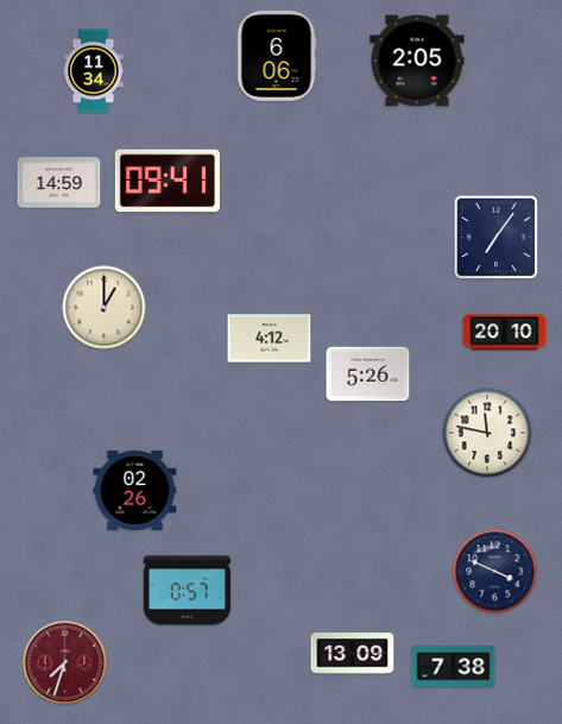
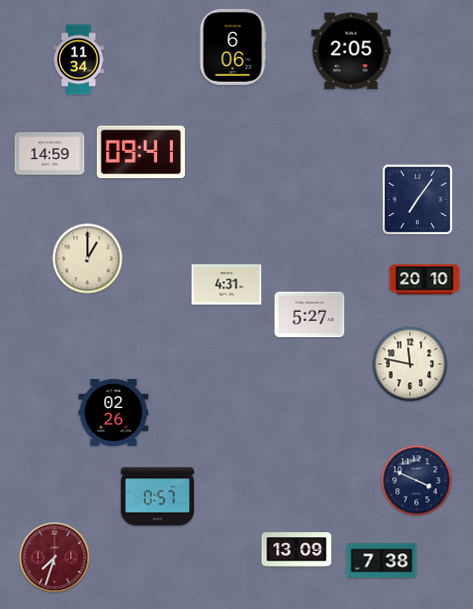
clock at (270, 339): 4:12 -> 4:31
clock at (368, 374): 5:26 -> 5:27
